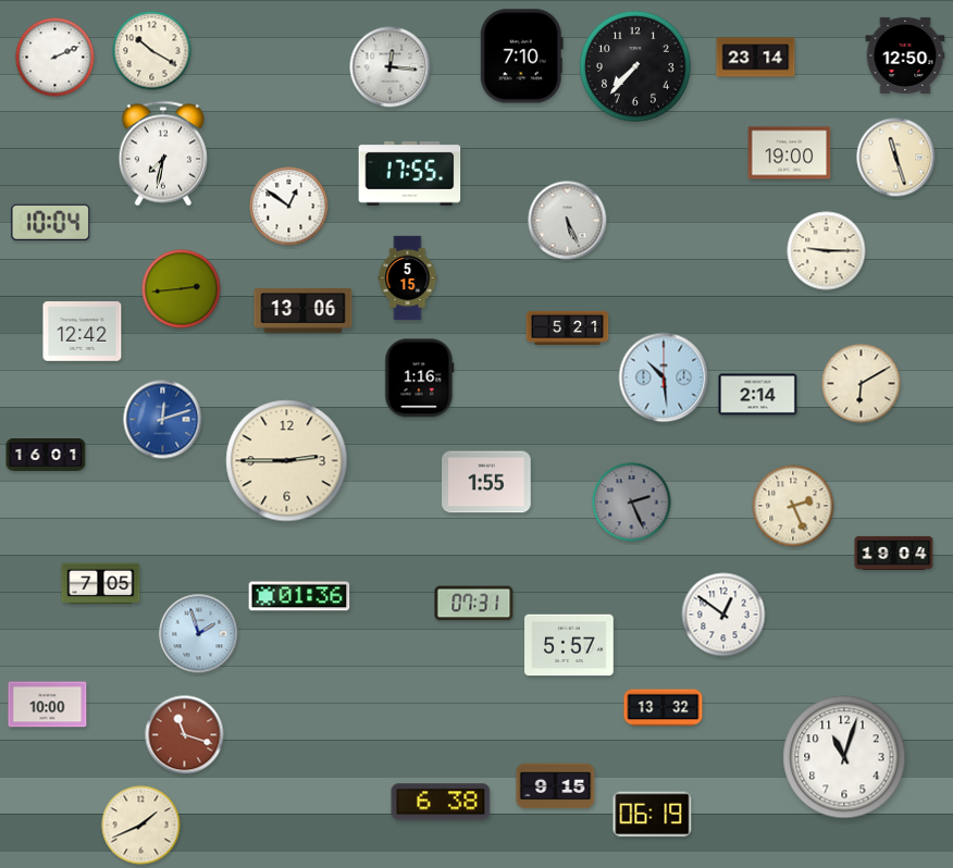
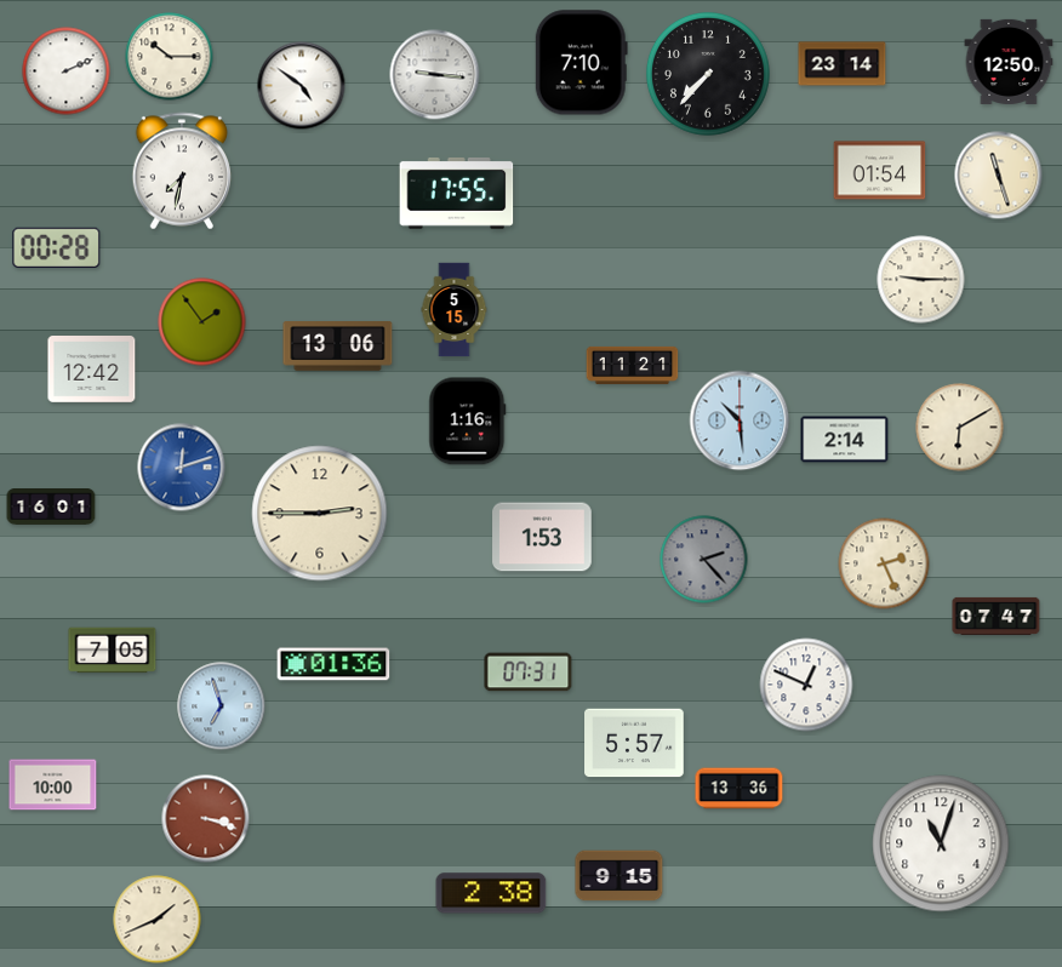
clock at (152, 51): 10:20 -> 10:15
clock at (55, 58) position: (55, 58) -> (67, 71)
clock at (391, 67): 12:16 -> 9:16
clock at (302, 86): none -> 4:51
clock at (790, 153): 19:00 -> 01:54
clock at (289, 207): 12:51 -> none
clock at (568, 221): 5:26 -> none
clock at (51, 222): 10:04 -> 00:28
clock at (182, 289): 2:44 -> 1:54
clock at (568, 327): 5:21 -> 11:21
clock at (486, 482): 1:55 -> 1:53
clock at (632, 503): 2:26 -> 2:23
clock at (894, 553): 19:04 -> 07:47
clock at (723, 615): 12:51 -> 12:49
clock at (199, 634): 1:57 -> 6:57
clock at (569, 645) position: (569, 645) -> (634, 743)
clock at (664, 708): 13:32 -> 13:36
clock at (185, 735): 11:18 -> 3:18
clock at (441, 802): 6:38 -> 2:38
clock at (653, 815): 06:19 -> none
